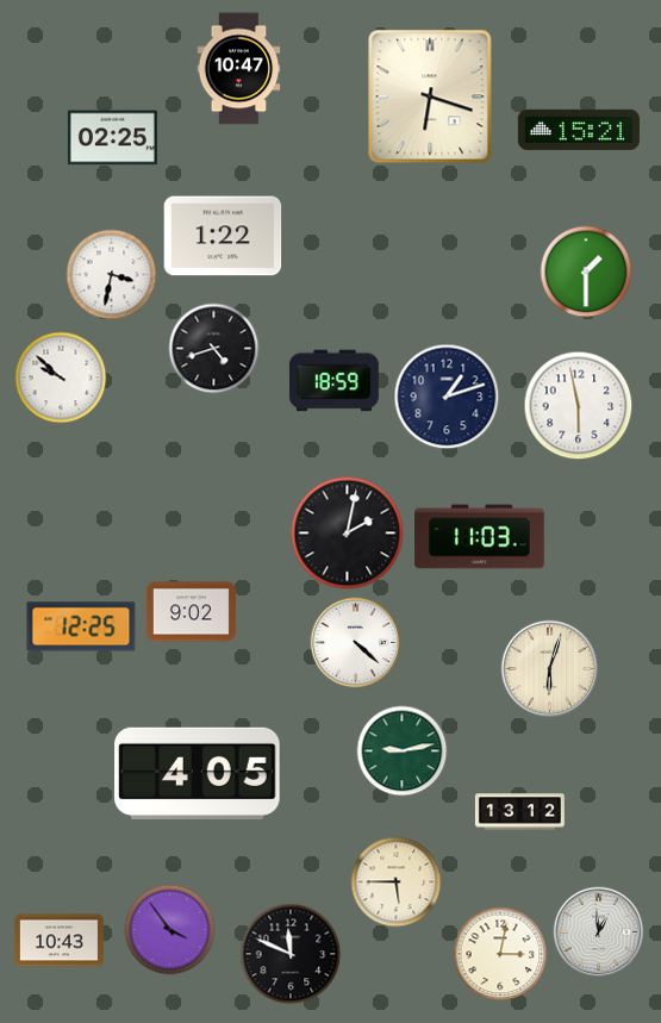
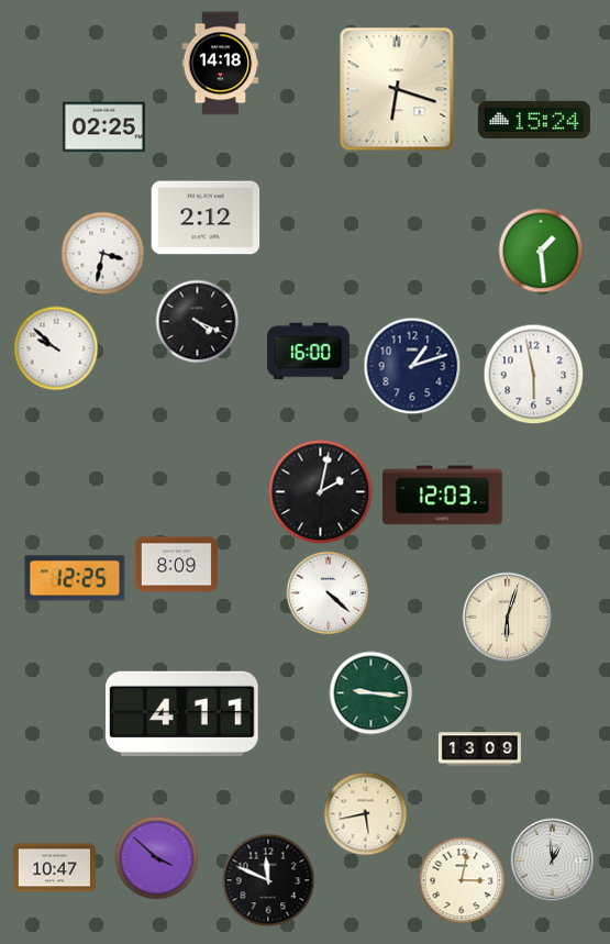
clock at (239, 69): 10:47 -> 14:18
clock at (579, 130): 15:21 -> 15:24
clock at (223, 236): 1:22 -> 2:12
clock at (586, 272): 1:30 -> 1:29
clock at (214, 349): 4:42 -> 4:19
clock at (333, 381): 18:59 -> 16:00
clock at (480, 537): 11:03 -> 12:03
clock at (191, 612): 9:02 -> 8:09
clock at (403, 751): 9:13 -> 9:16
clock at (198, 773): 4:05 -> 4:11
clock at (519, 812): 13:12 -> 13:09
clock at (397, 882): 5:45 -> 5:43
clock at (170, 930): 3:54 -> 3:52
clock at (58, 941): 10:43 -> 10:47
